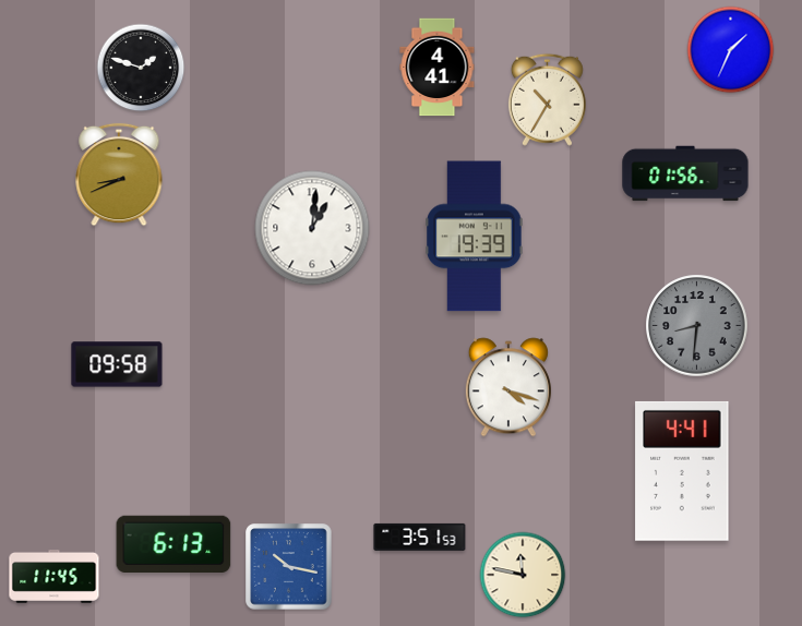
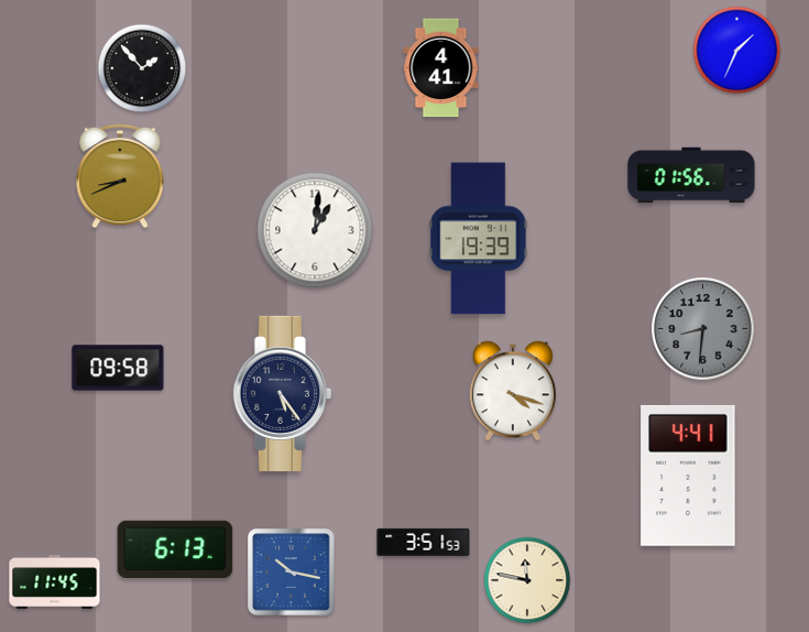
clock at (141, 68): 1:48 -> 1:53
clock at (547, 99): 10:35 -> none
clock at (282, 393): none -> 5:24
